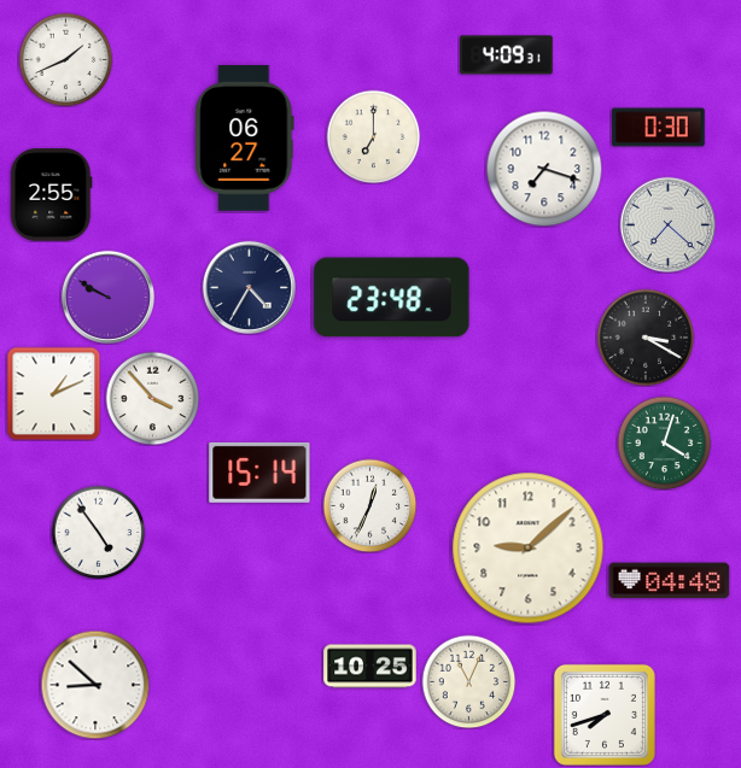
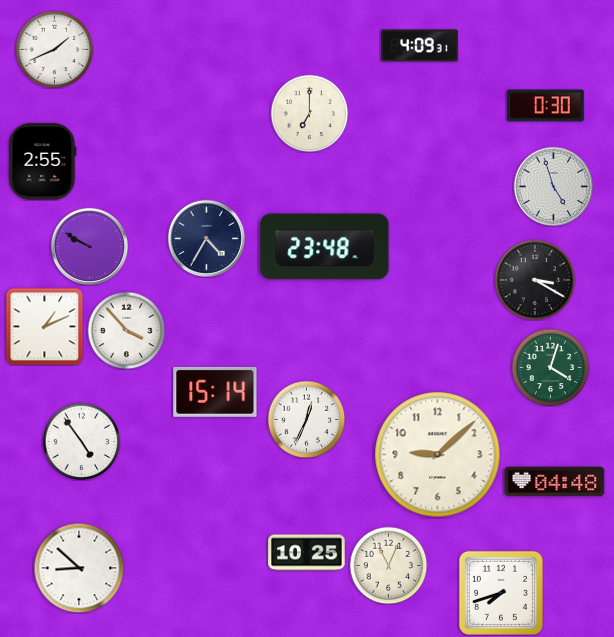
clock at (245, 139): 06:27 -> none
clock at (544, 169): 7:18 -> none
clock at (667, 224): 7:22 -> 4:57
